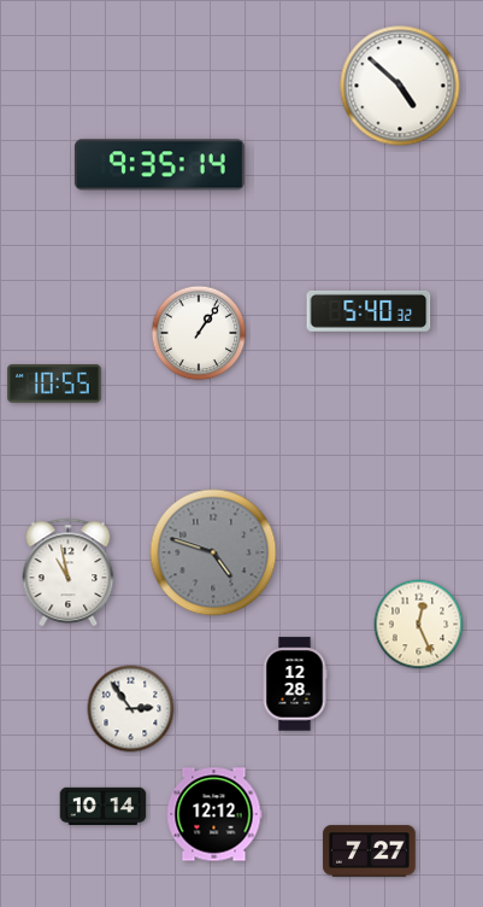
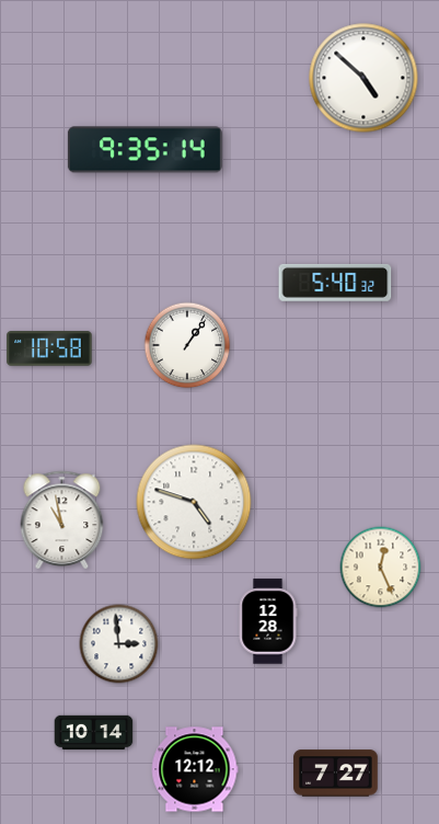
clock at (199, 333) position: (199, 333) -> (187, 345)
clock at (54, 384): 10:55 -> 10:58
clock at (213, 552) dial: grey -> white
clock at (131, 709): 2:54 -> 2:59
clock at (214, 814) position: (214, 814) -> (195, 769)
